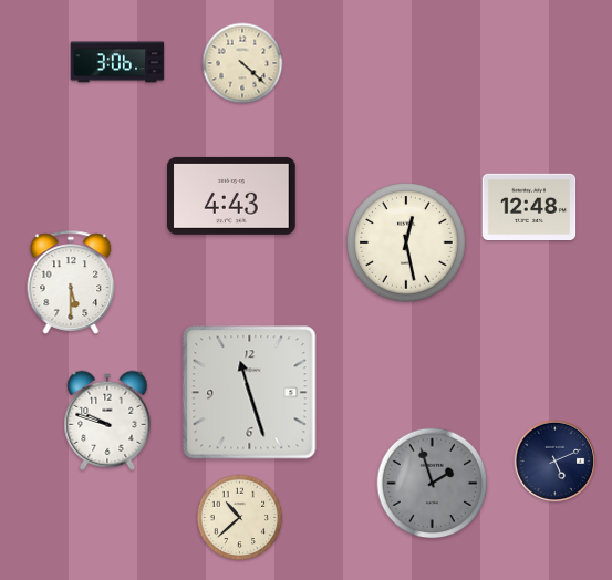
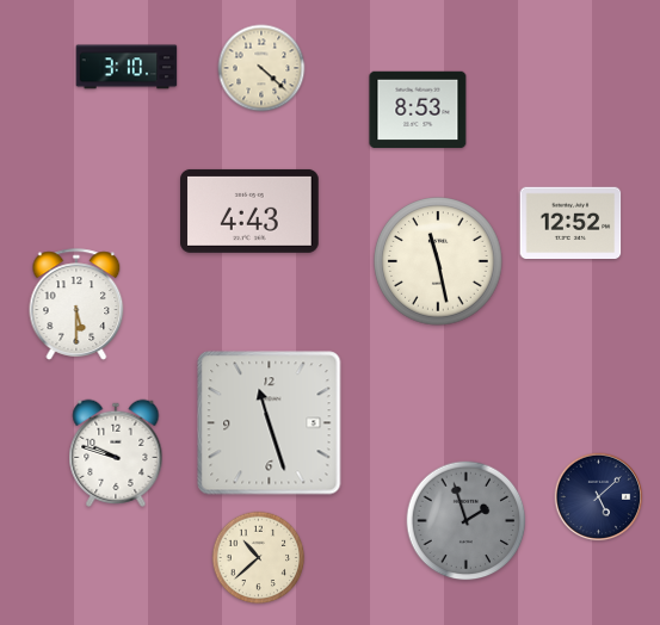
clock at (117, 62): 3:06 -> 3:10
clock at (418, 110): none -> 8:53
clock at (529, 207): 12:48 -> 12:52
clock at (406, 242): 12:28 -> 11:28
clock at (556, 462): 5:11 -> 5:08
